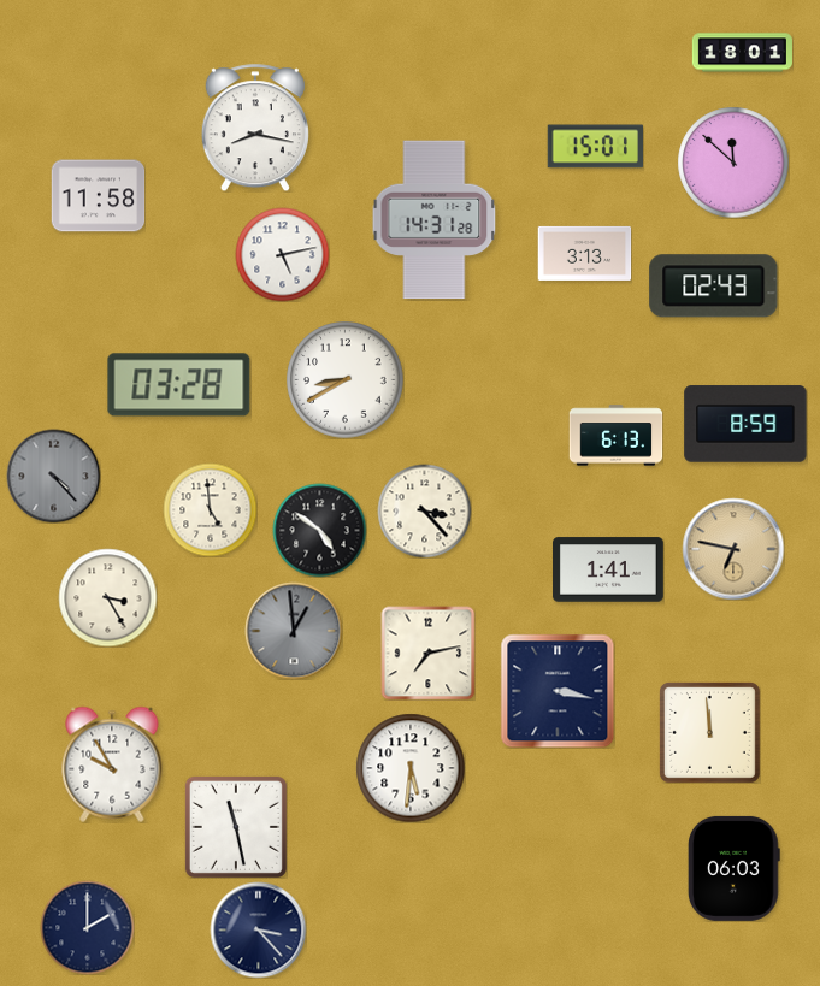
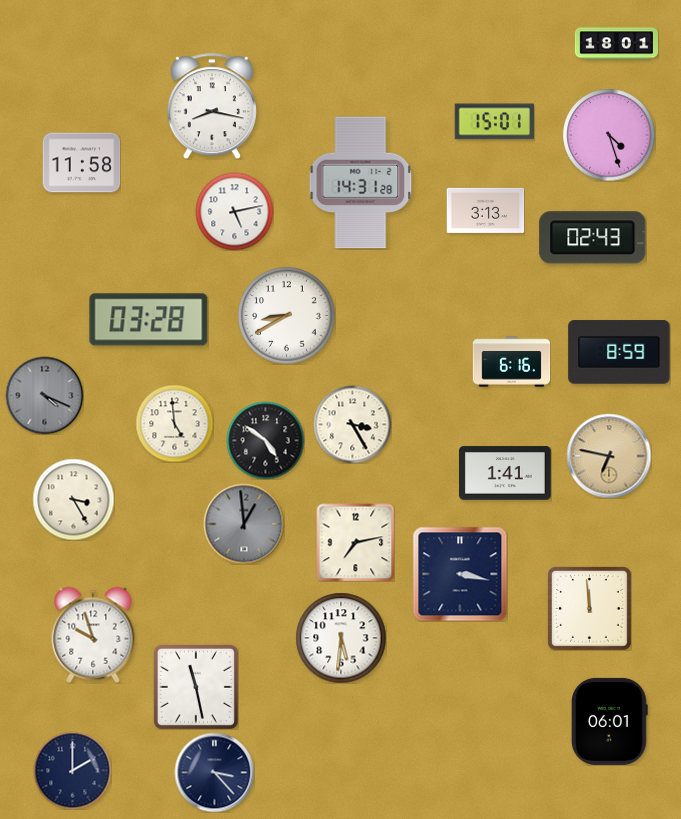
clock at (733, 163): 11:52 -> 4:27
clock at (615, 436): 6:13 -> 6:16
clock at (53, 476): 4:23 -> 4:19
clock at (424, 510): 3:23 -> 3:25
clock at (107, 597) position: (107, 597) -> (73, 499)
clock at (558, 691) position: (558, 691) -> (460, 574)
clock at (112, 764): 9:55 -> 9:57
clock at (735, 868): 06:03 -> 06:01
